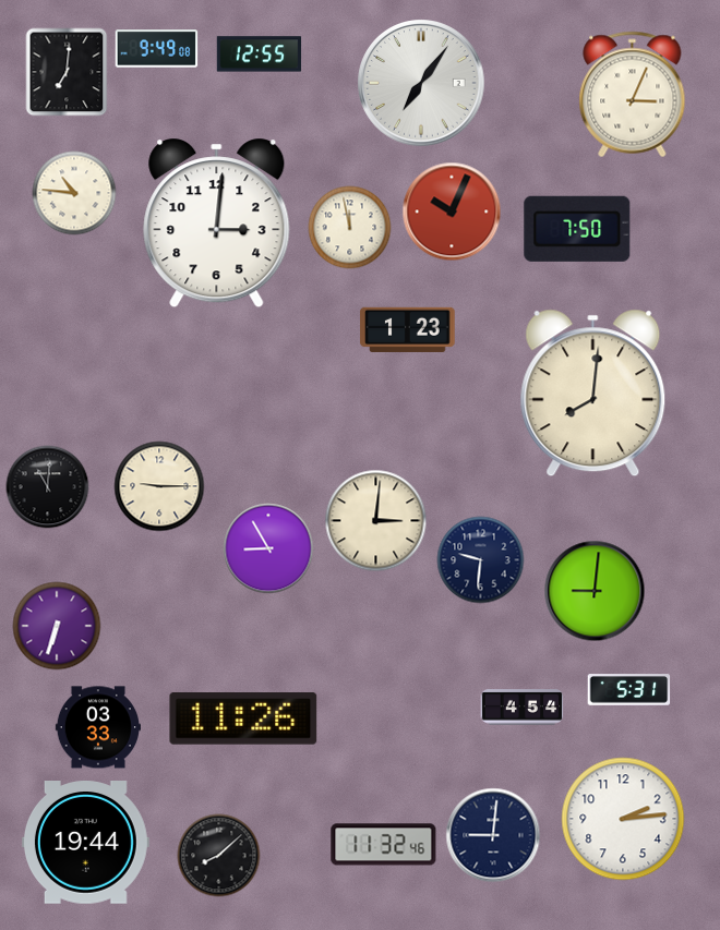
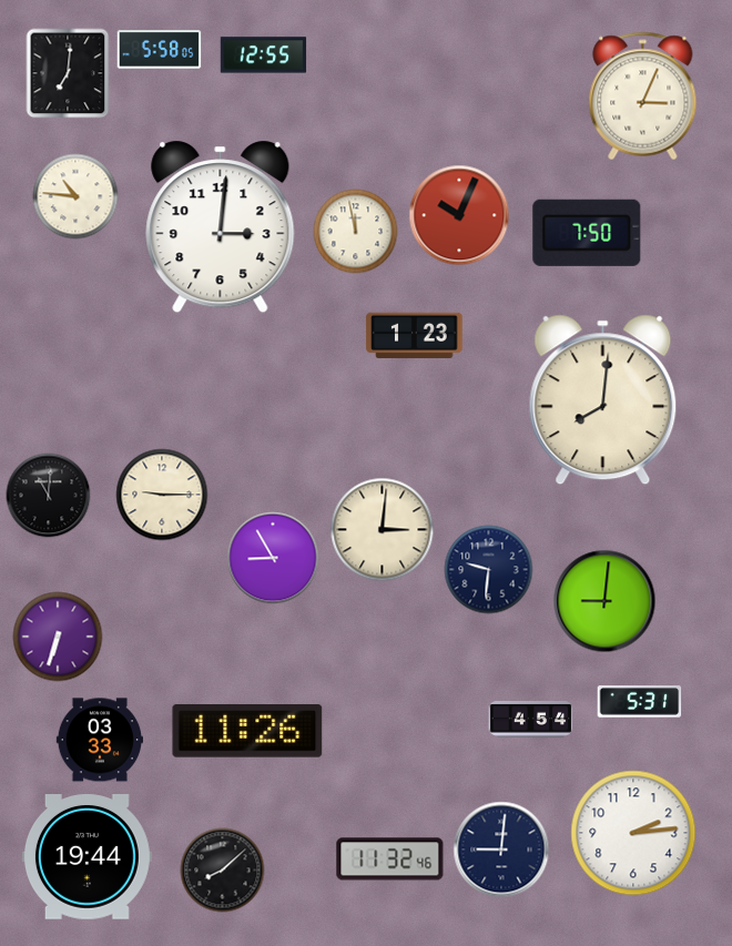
clock at (157, 49): 9:49 -> 5:58
clock at (421, 83): 7:06 -> none
